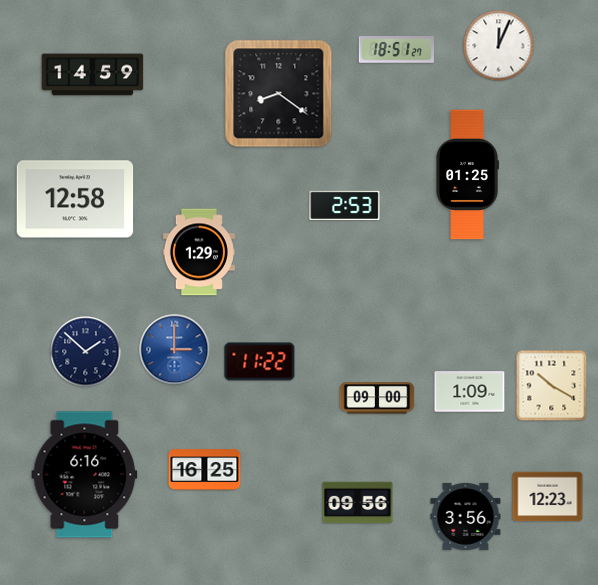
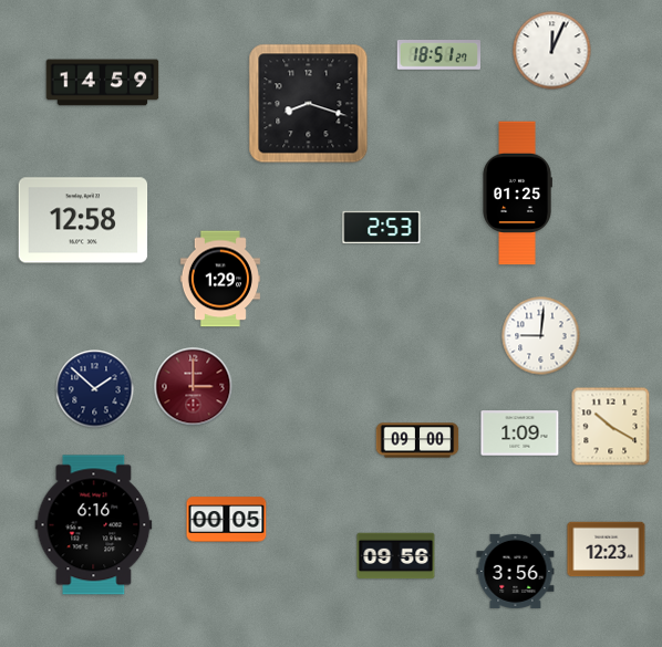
clock at (279, 94): 8:21 -> 8:18
clock at (541, 336): none -> 9:01
clock at (175, 350) dial: blue -> burgundy
clock at (260, 362): 11:22 -> none
clock at (205, 470): 16:25 -> 00:05
